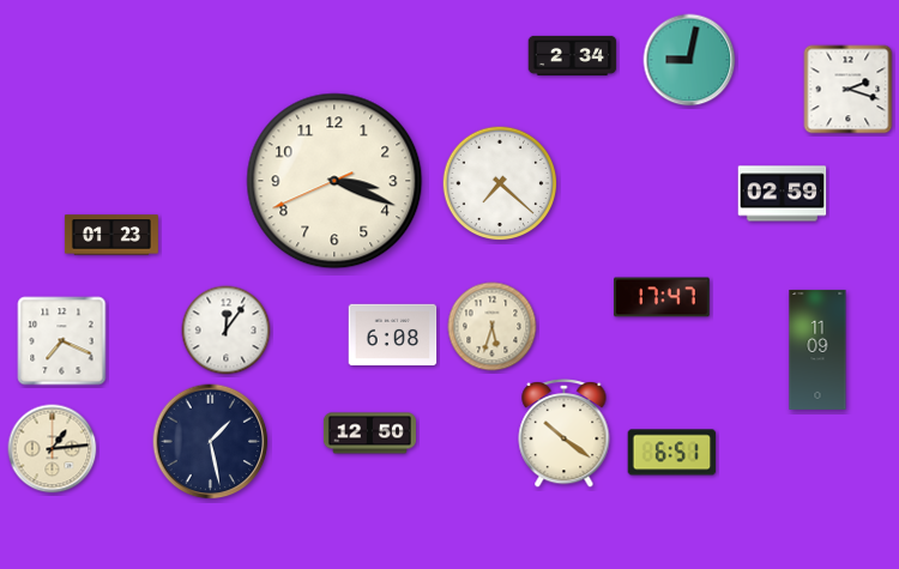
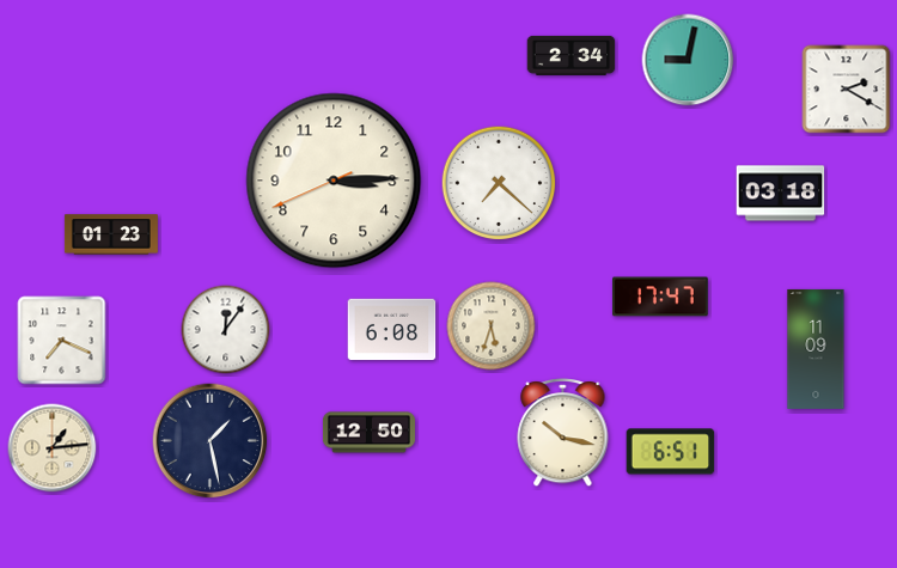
clock at (849, 90): 2:18 -> 2:20
clock at (334, 181): 3:18 -> 3:14
clock at (783, 194): 02:59 -> 03:18
clock at (393, 335) position: (393, 335) -> (392, 330)
clock at (565, 432): 10:21 -> 10:17
